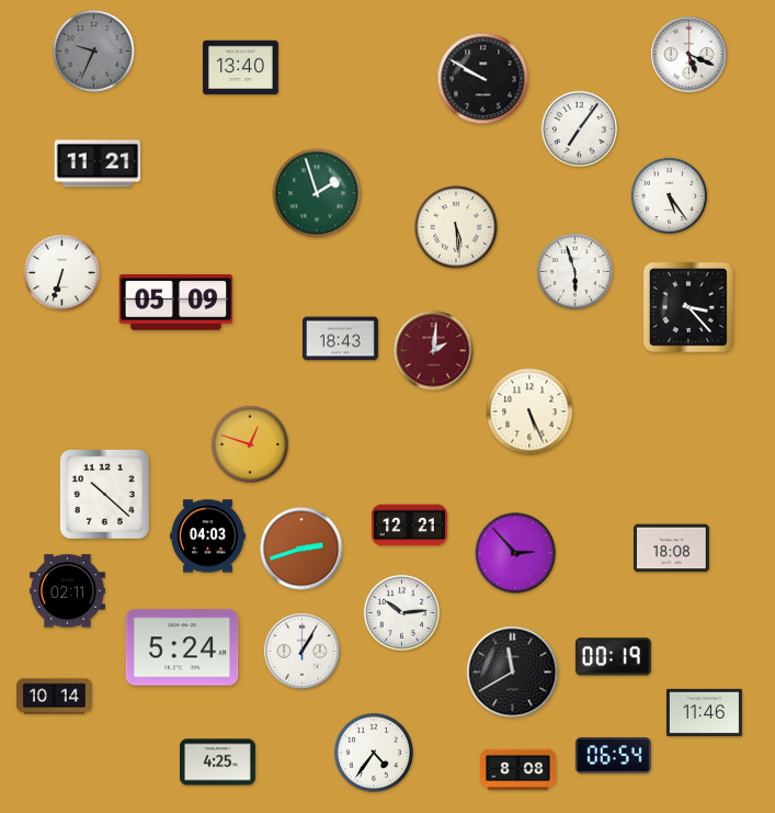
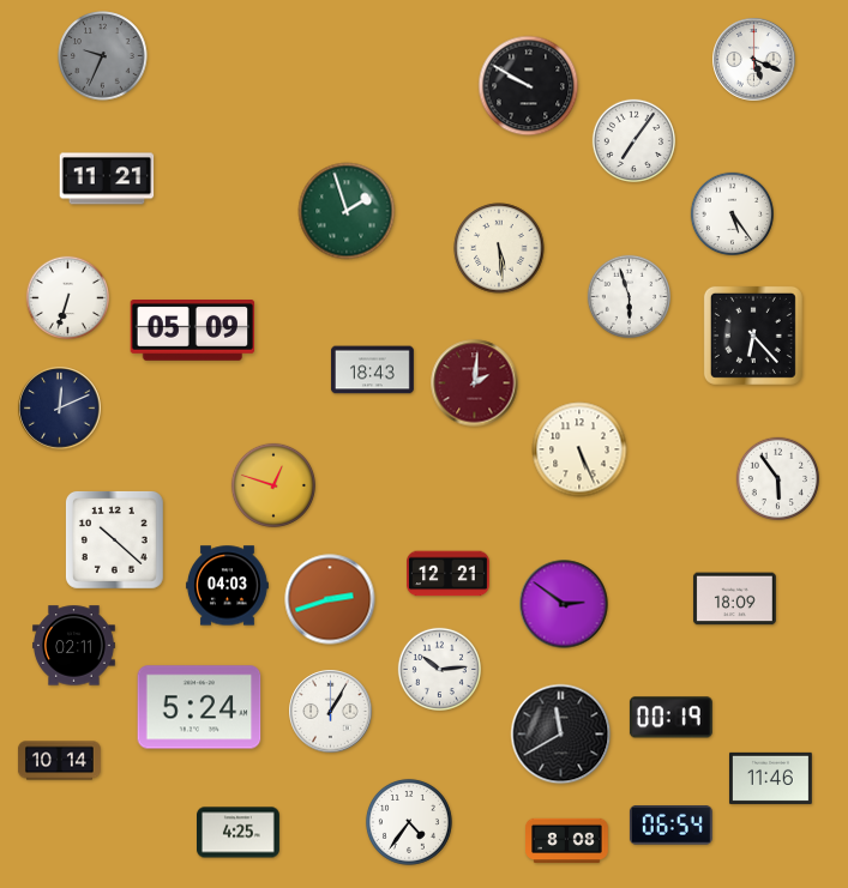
clock at (240, 68): 13:40 -> none
clock at (688, 307): 3:23 -> 6:23
clock at (60, 409): none -> 12:11
clock at (777, 478): none -> 5:54
clock at (671, 549): 18:08 -> 18:09
clock at (515, 553): 2:53 -> 2:51
